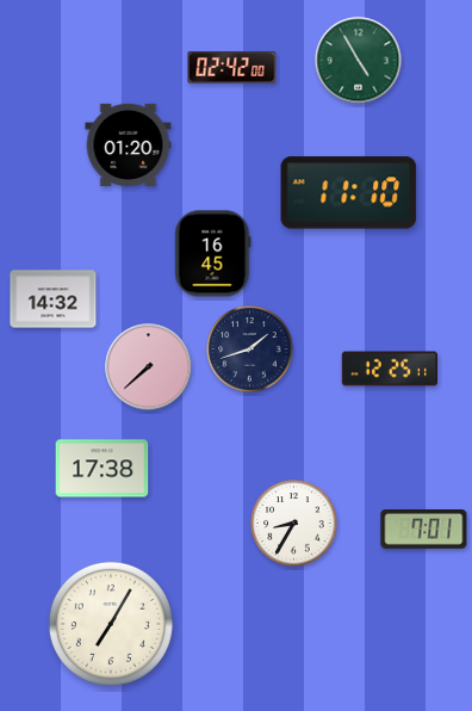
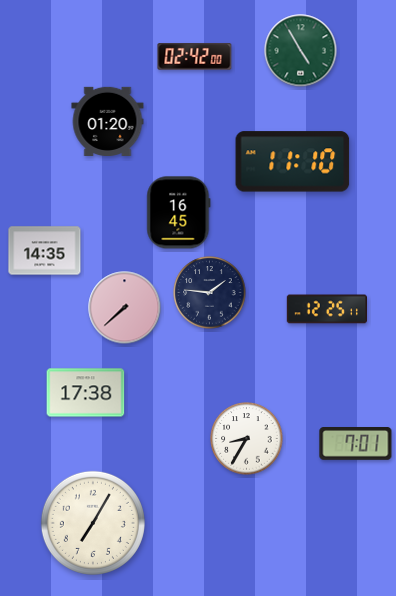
clock at (54, 299): 14:32 -> 14:35
clock at (250, 350): 1:42 -> 1:46
